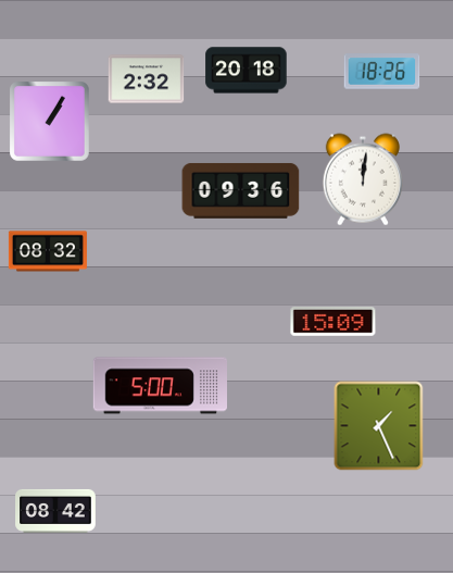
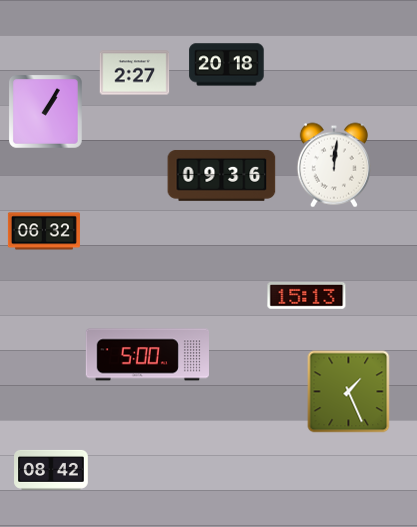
clock at (382, 72): 18:26 -> none
clock at (147, 79): 2:32 -> 2:27
clock at (48, 251): 08:32 -> 06:32
clock at (334, 322): 15:09 -> 15:13
